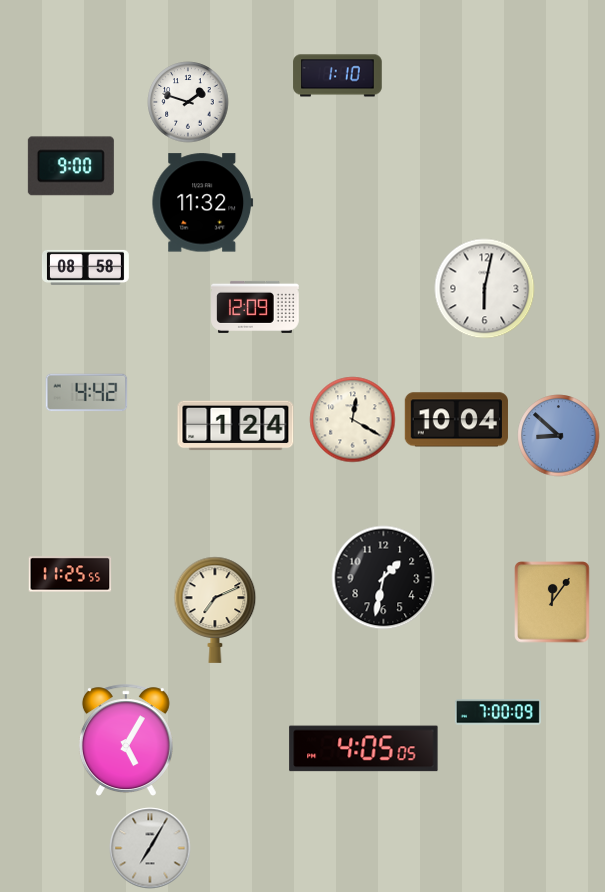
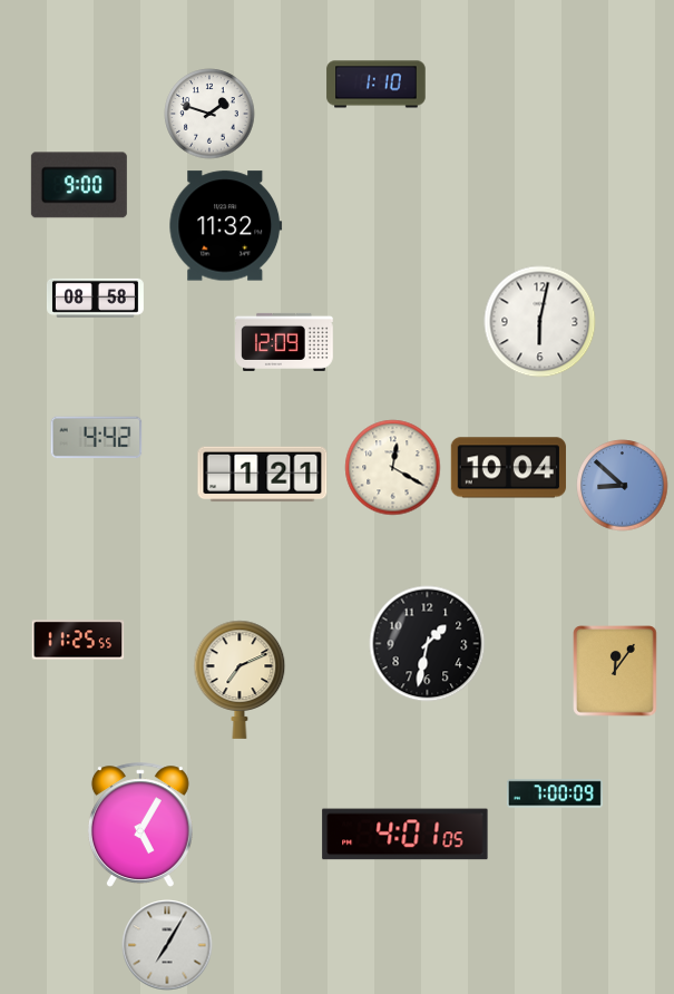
clock at (236, 426): 1:24 -> 1:21
clock at (364, 749): 4:05 -> 4:01
